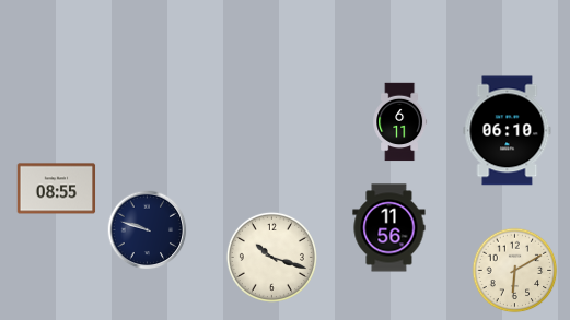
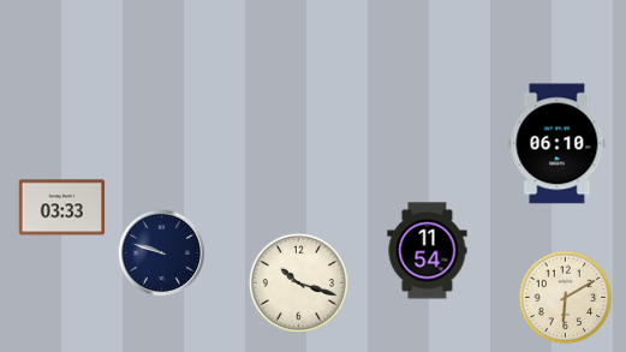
clock at (400, 122): 6:11 -> none
clock at (57, 189): 08:55 -> 03:33
clock at (389, 228): 11:56 -> 11:54
